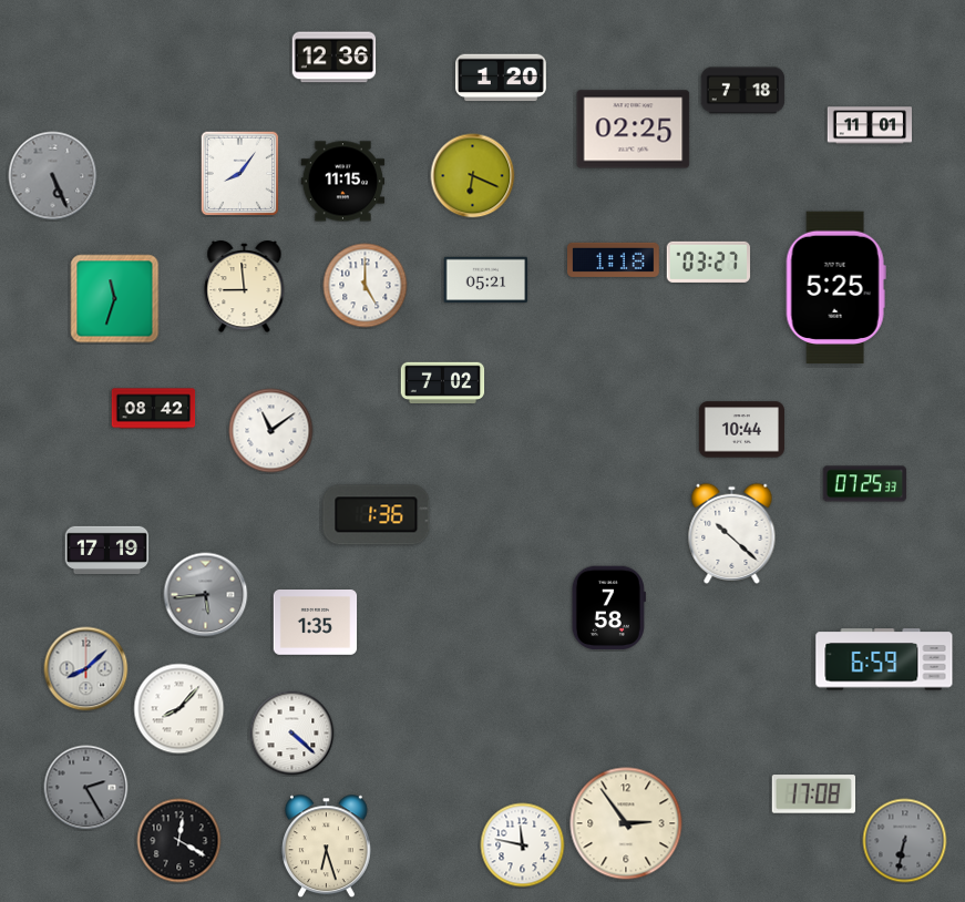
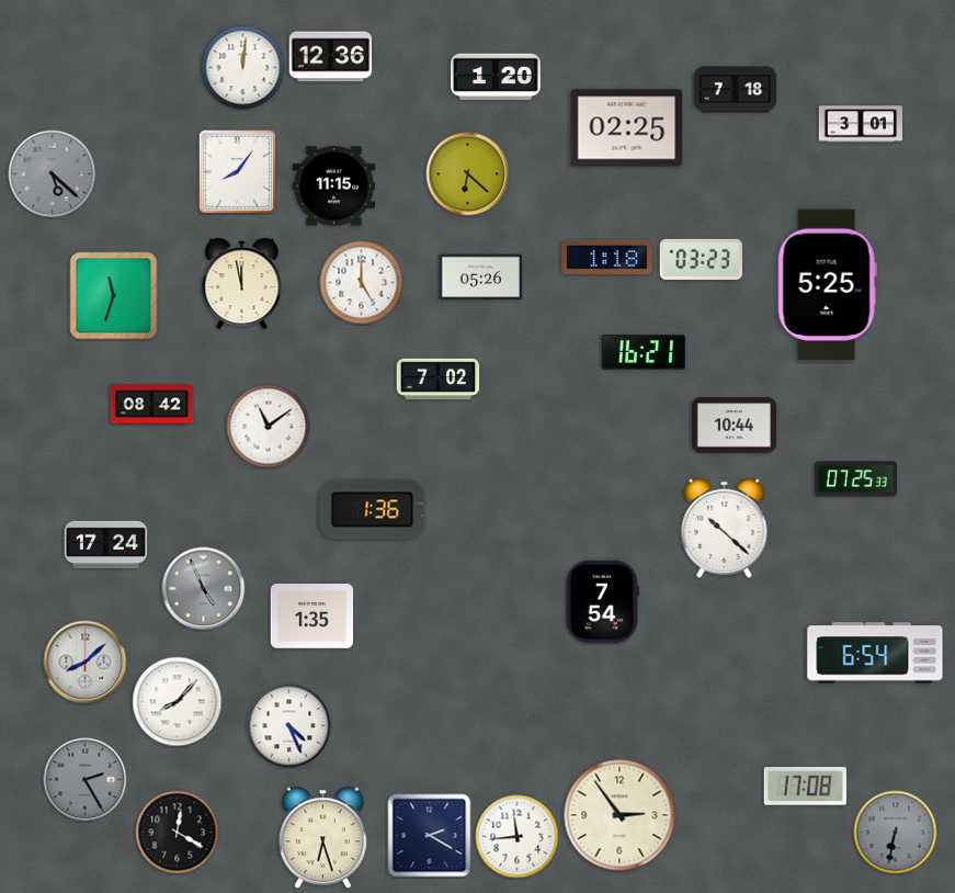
clock at (243, 68): none -> 12:01
clock at (869, 125): 11:01 -> 3:01
clock at (53, 176): 5:26 -> 5:22
clock at (473, 176): 6:19 -> 6:22
clock at (343, 182) position: (343, 182) -> (334, 186)
clock at (709, 262): 03:27 -> 03:23
clock at (486, 280): 05:21 -> 05:26
clock at (245, 287): 8:59 -> 11:58
clock at (643, 352): none -> 16:21
clock at (107, 550): 17:19 -> 17:24
clock at (206, 595): 5:44 -> 4:56
clock at (608, 608): 7:58 -> 7:54
clock at (884, 659): 6:59 -> 6:54
clock at (292, 734): 4:22 -> 4:26
clock at (430, 836): none -> 2:20
clock at (523, 845): 11:47 -> 11:44
